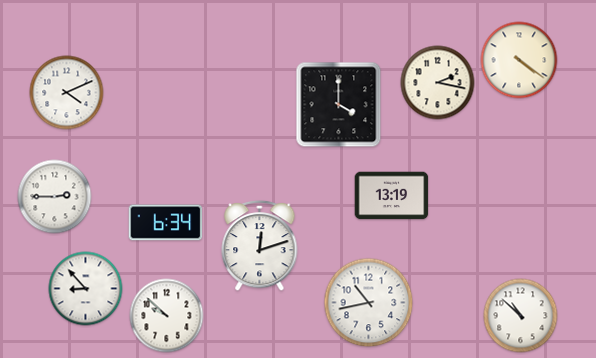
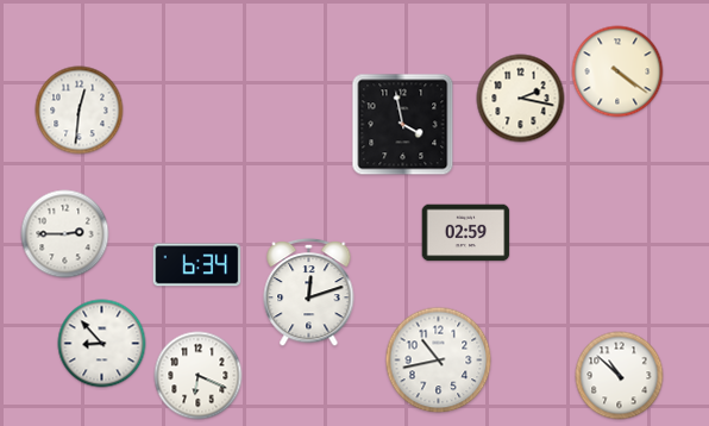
clock at (67, 93): 4:11 -> 12:31
clock at (339, 105): 4:00 -> 3:58
clock at (392, 196): 13:19 -> 02:59
clock at (167, 316): 9:52 -> 6:19
